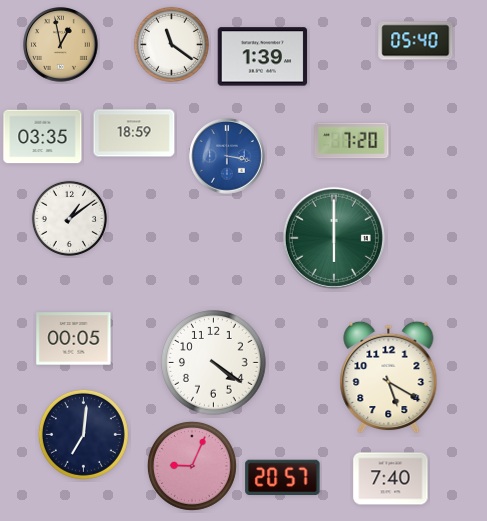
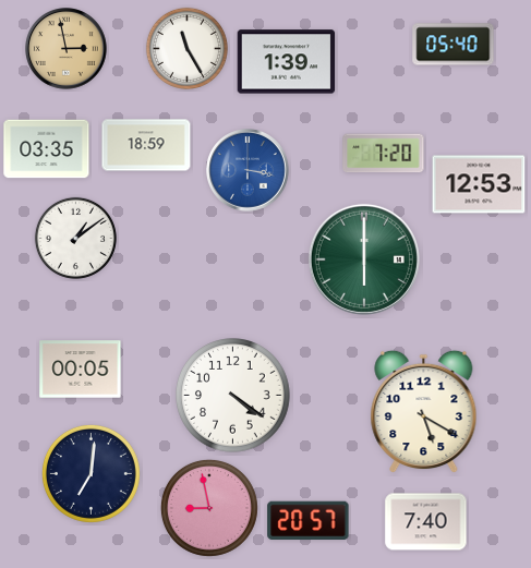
clock at (171, 44): 11:21 -> 11:25
clock at (61, 45): 12:58 -> 2:58
clock at (479, 184): none -> 12:53
clock at (192, 466): 9:04 -> 8:58
